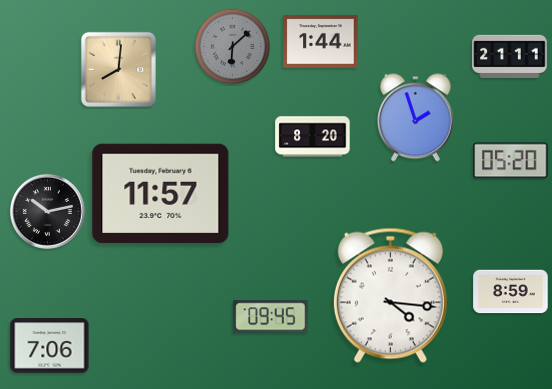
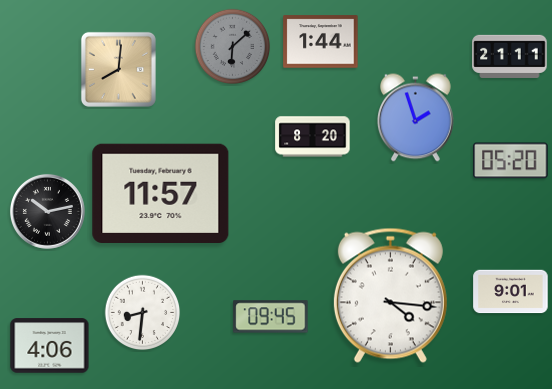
clock at (511, 292): 8:59 -> 9:01
clock at (143, 313): none -> 8:31
clock at (50, 346): 7:06 -> 4:06
